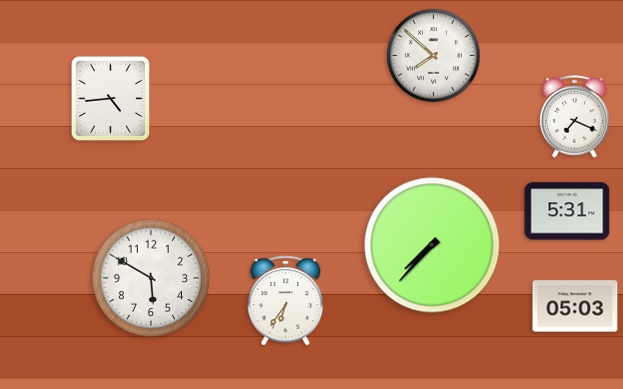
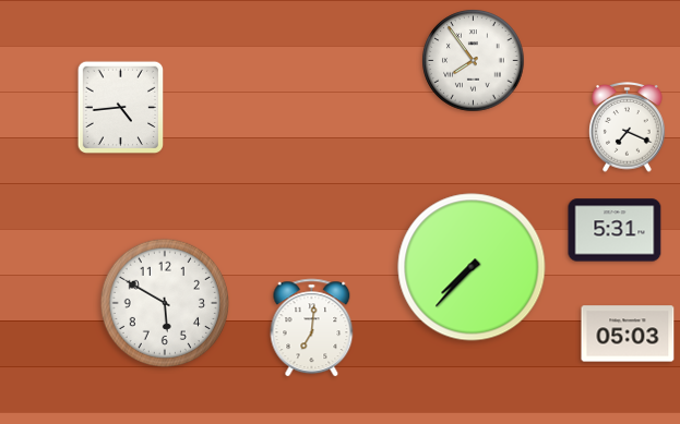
clock at (434, 56): 7:52 -> 7:54
clock at (567, 211) position: (567, 211) -> (615, 230)
clock at (286, 301): 6:36 -> 7:01
